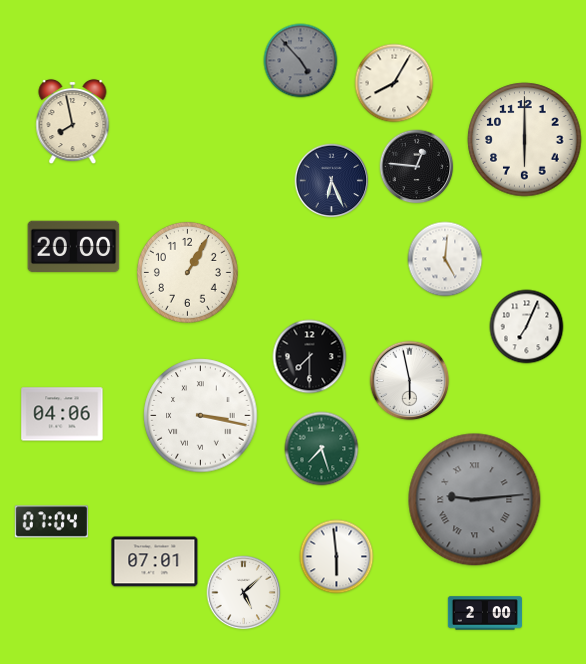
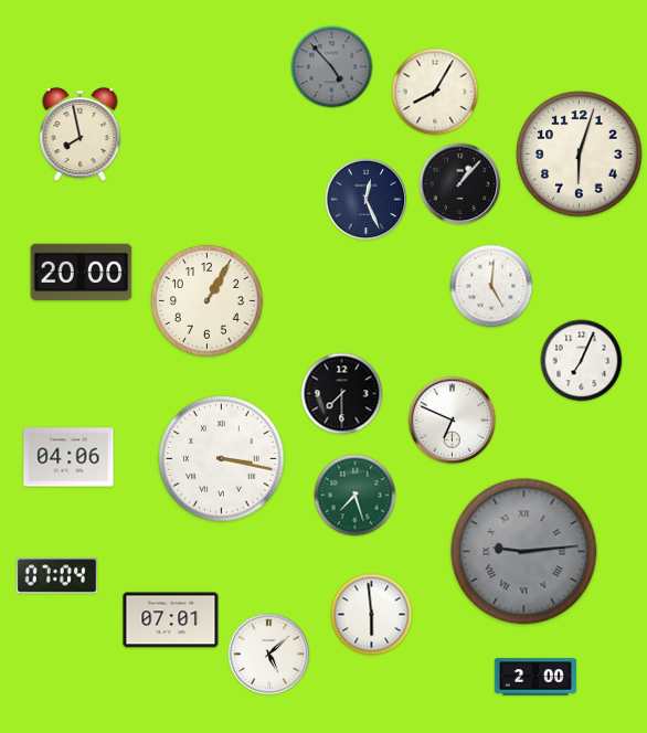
clock at (525, 140): 6:00 -> 6:03
clock at (417, 167): 12:46 -> 1:07
clock at (332, 181): 6:26 -> 12:26
clock at (410, 381): 5:58 -> 6:49
